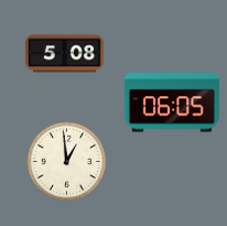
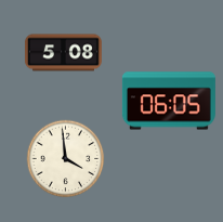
clock at (67, 162): 12:59 -> 3:59
